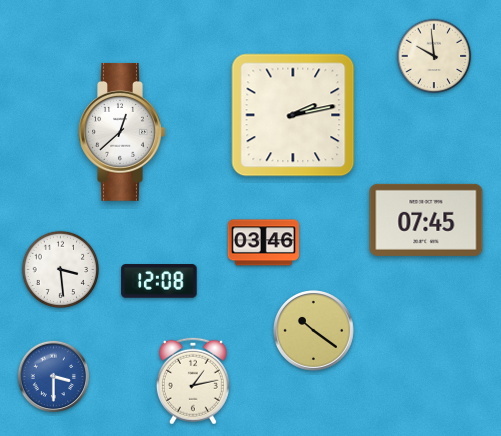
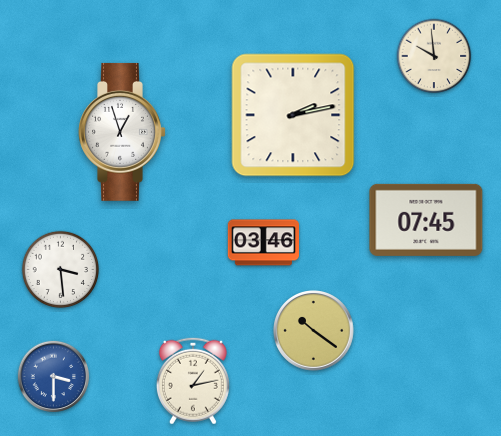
clock at (122, 132): 12:38 -> 12:57
clock at (159, 281): 12:08 -> none
